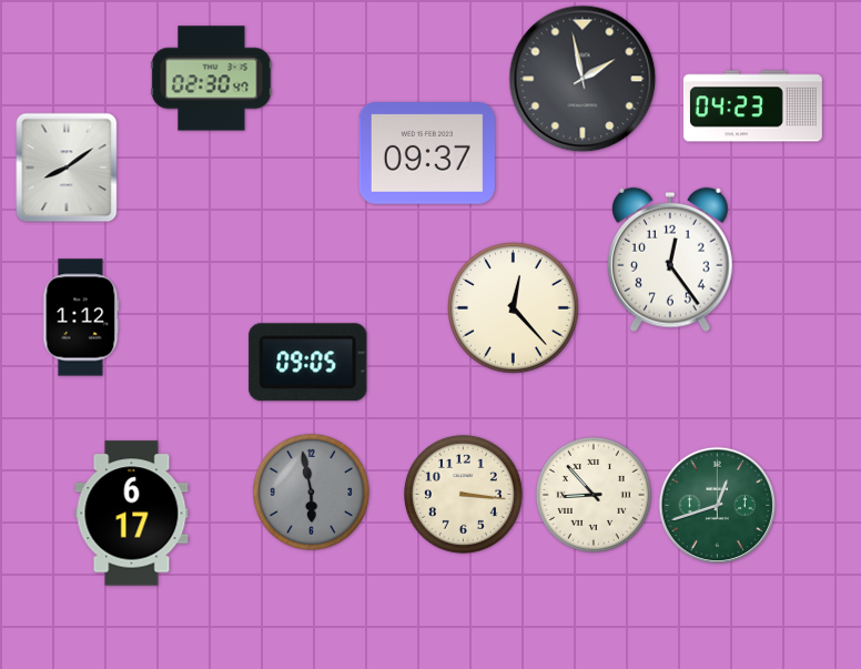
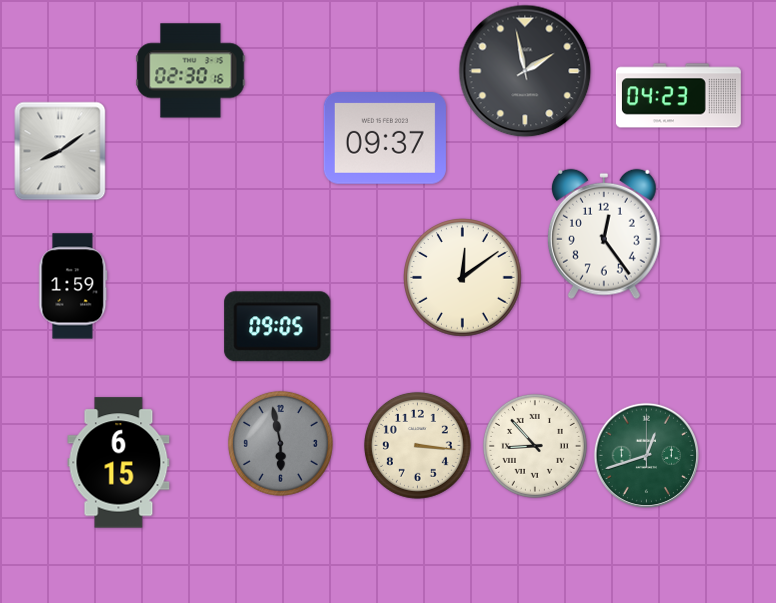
clock at (212, 79): 02:30:47 -> 02:30:16
clock at (514, 308): 12:23 -> 12:09
clock at (81, 317): 1:12 -> 1:59
clock at (132, 514): 6:17 -> 6:15
